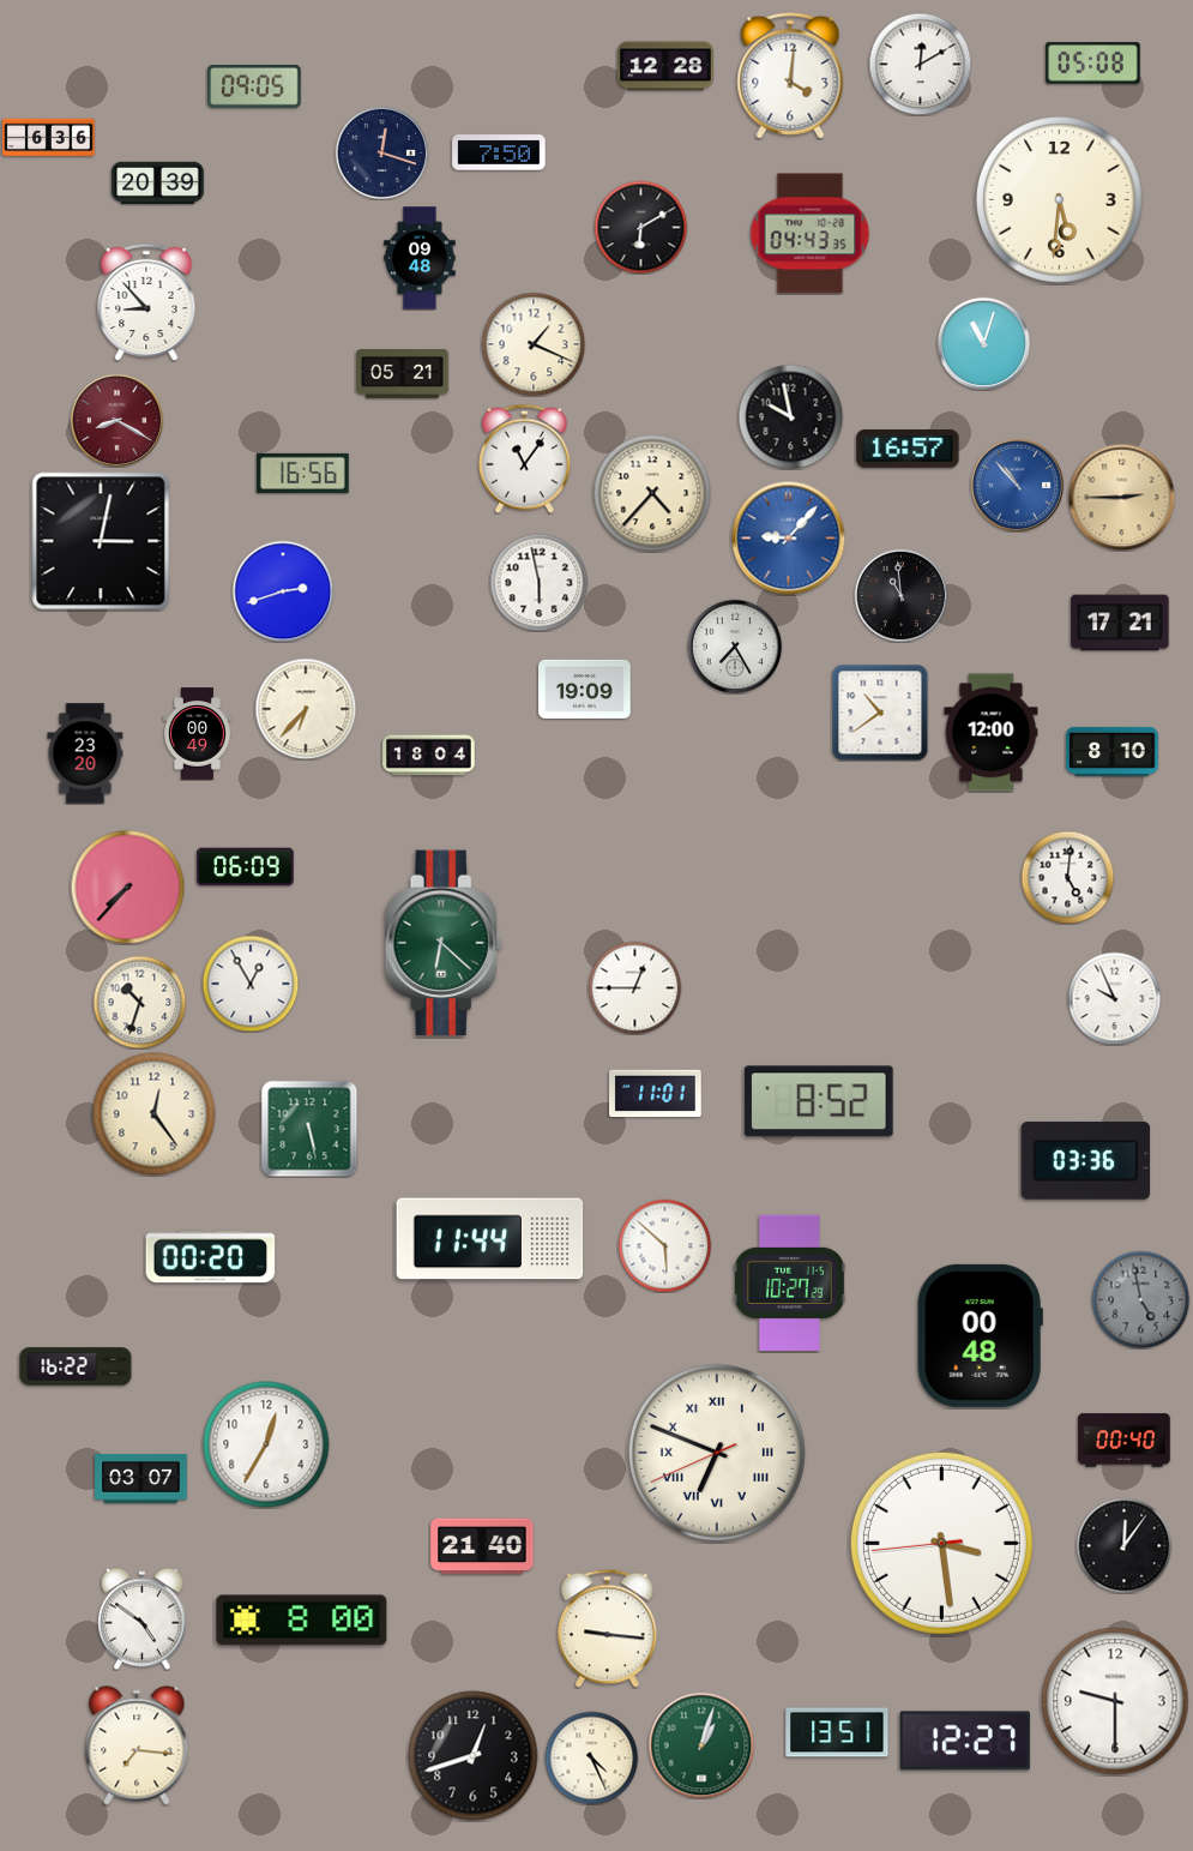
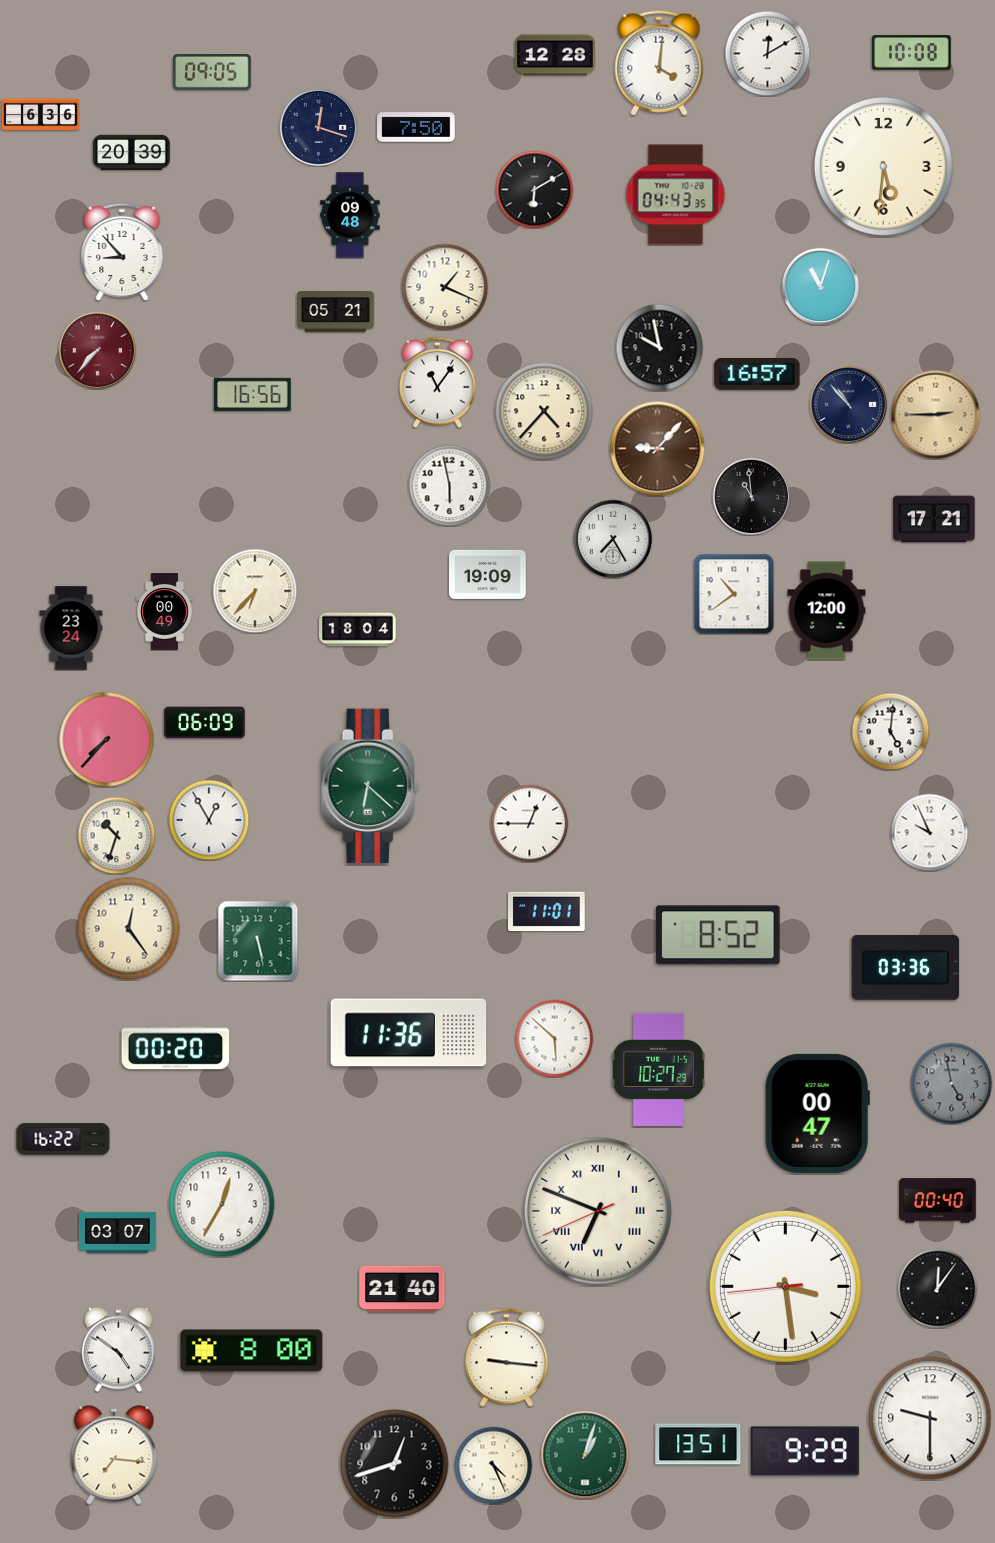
clock at (1093, 64): 05:08 -> 10:08
clock at (116, 420): 8:20 -> 7:37
clock at (1017, 485) dial: blue -> navy
clock at (788, 537) dial: blue -> brown
clock at (101, 541): 3:02 -> none
clock at (283, 591): 2:42 -> none
clock at (1113, 751): 8:10 -> none
clock at (85, 753): 23:20 -> 23:24
clock at (819, 1101) position: (819, 1101) -> (718, 935)
clock at (490, 1239): 11:44 -> 11:36
clock at (980, 1335): 00:48 -> 00:47
clock at (965, 1741): 12:27 -> 9:29
